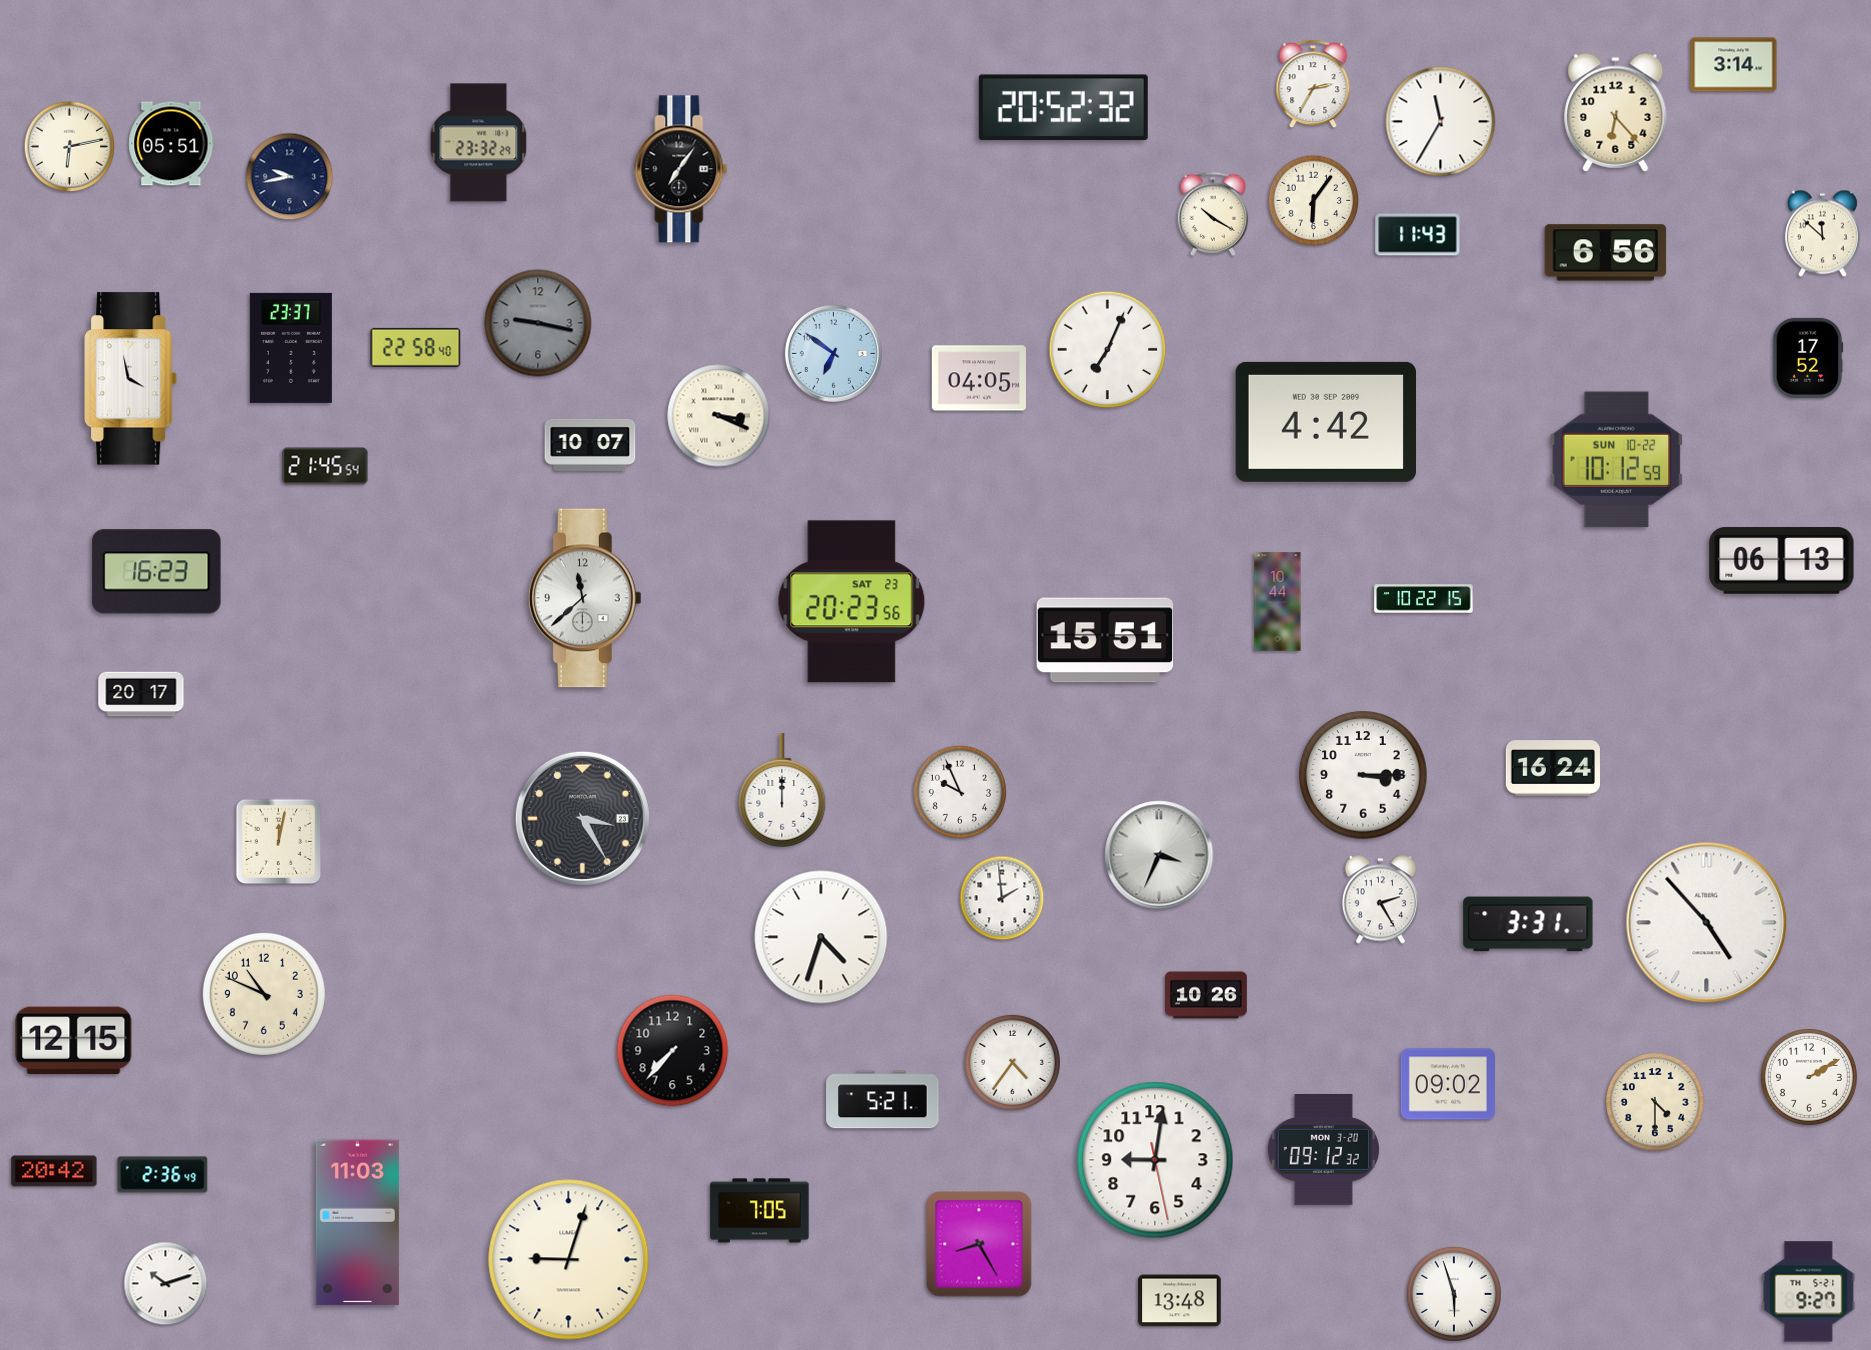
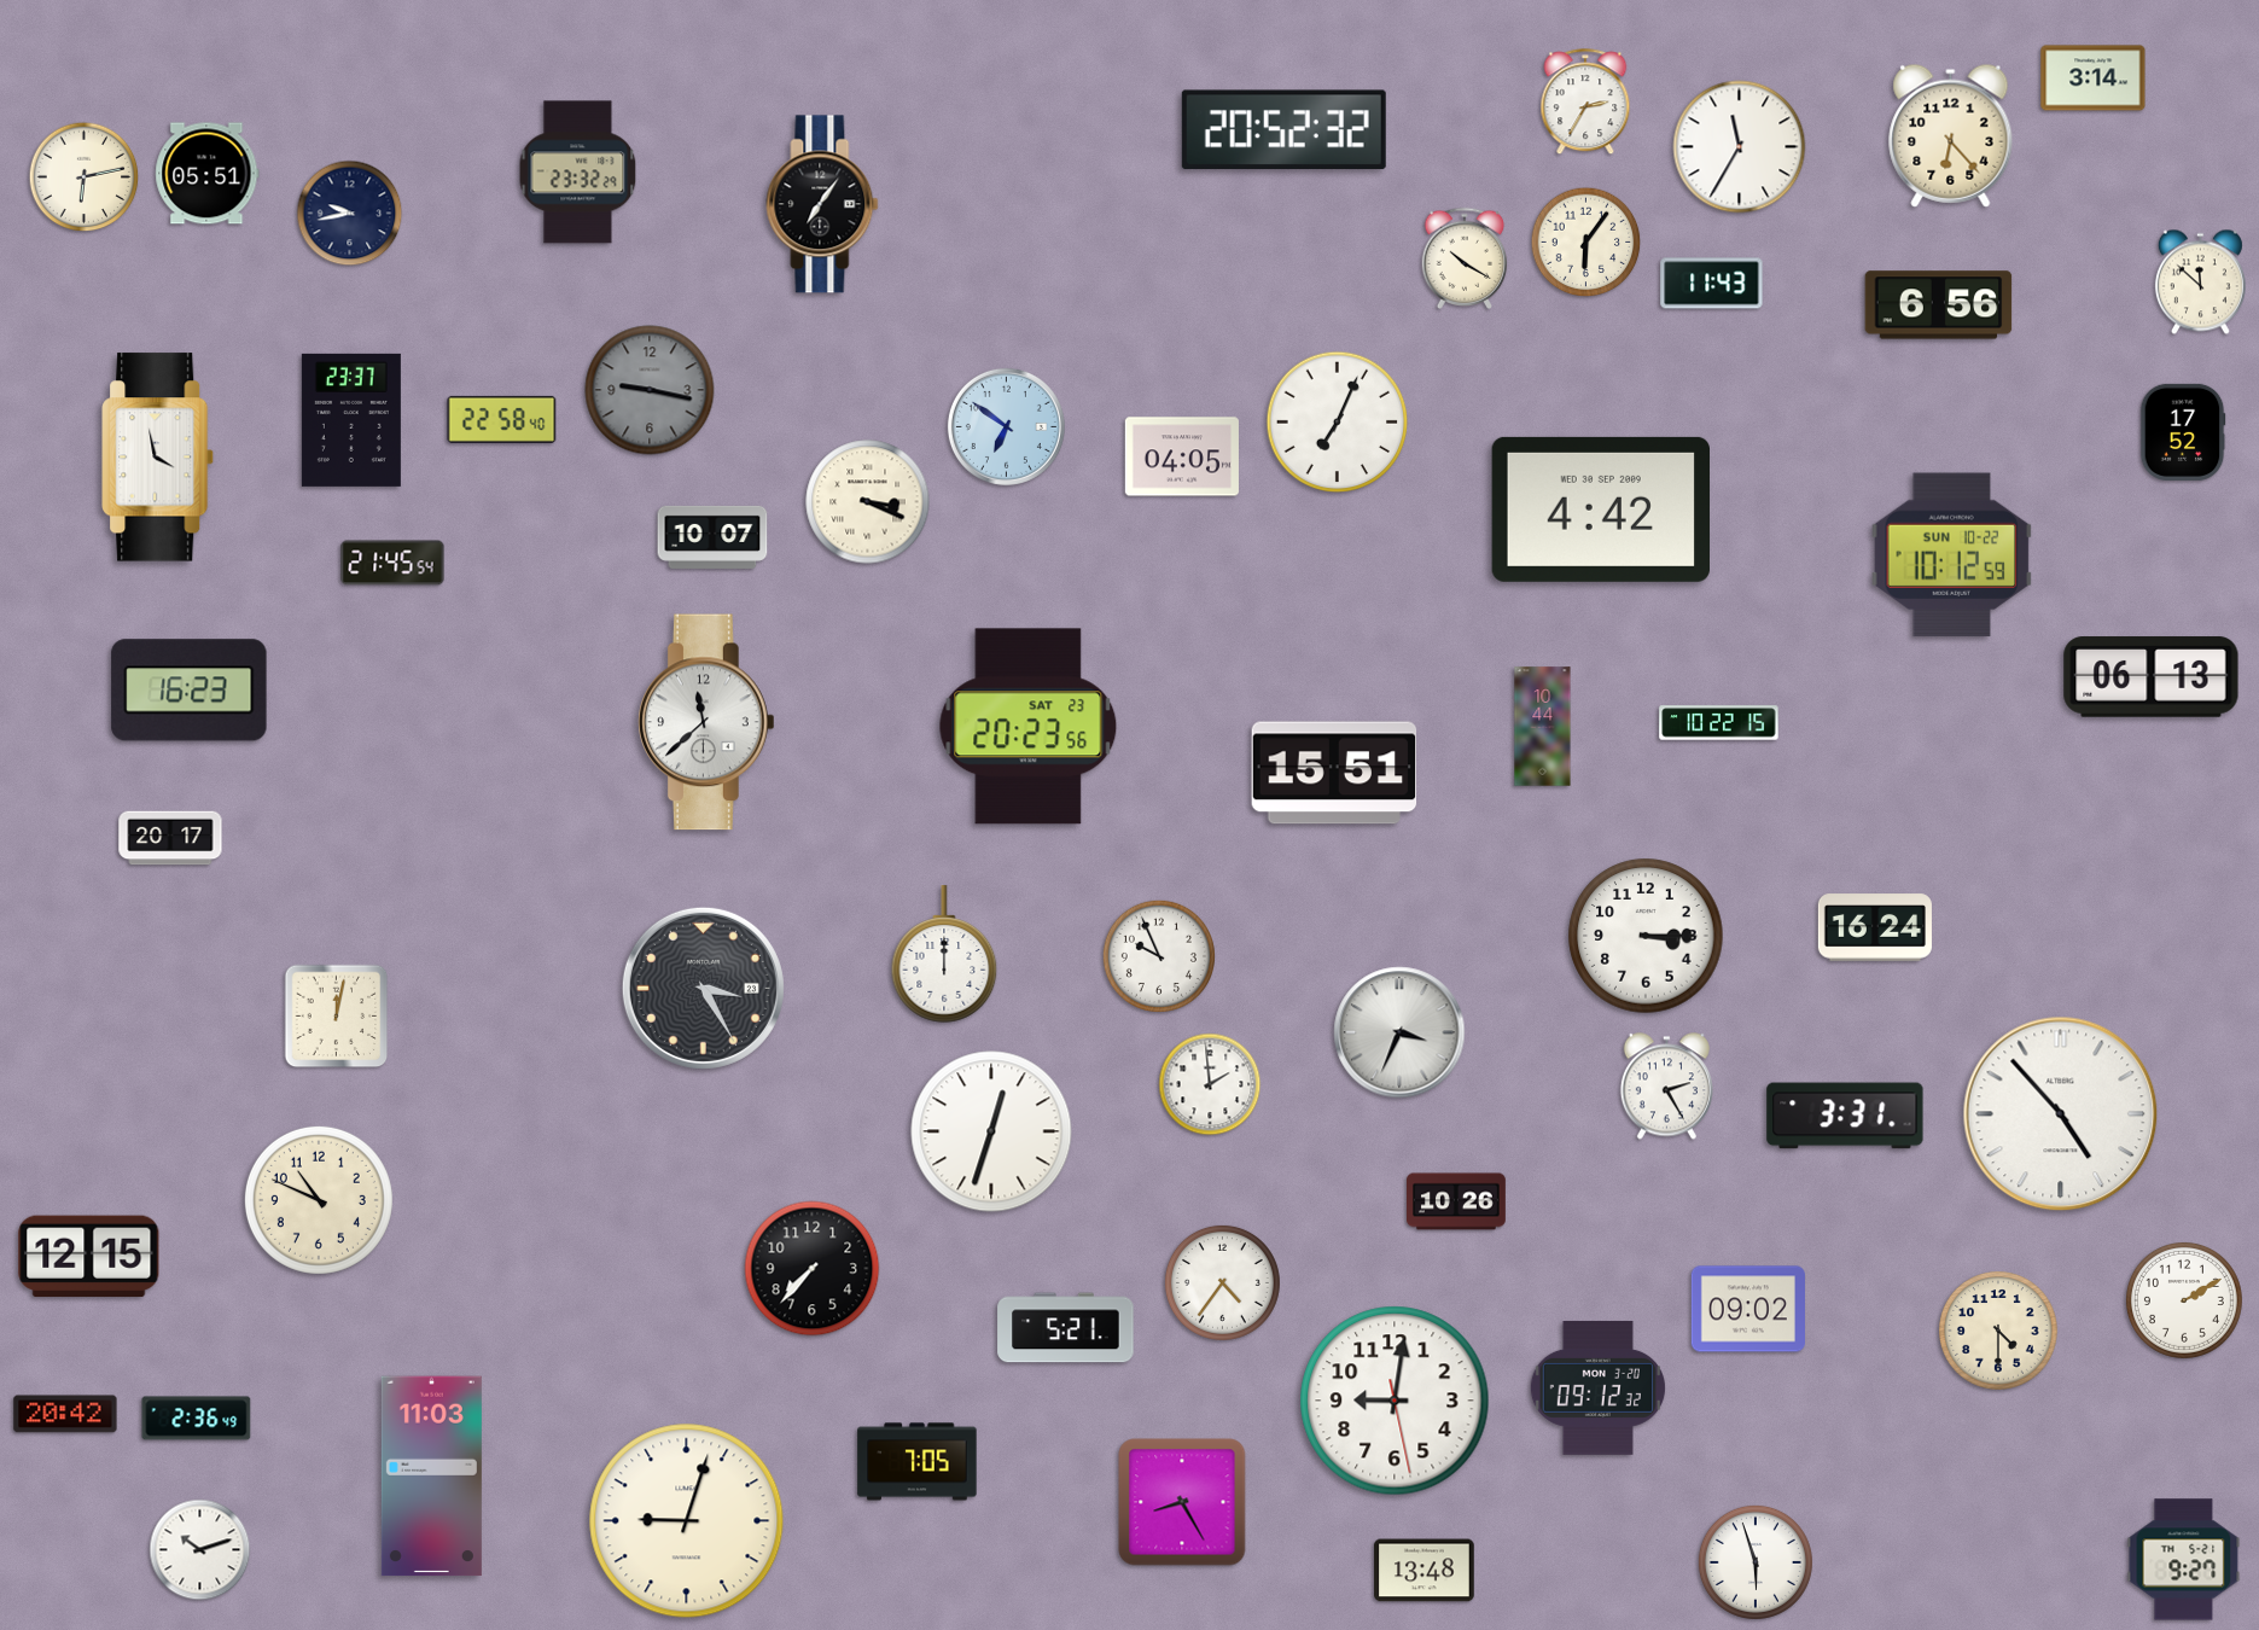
clock at (821, 937): 4:33 -> 12:33
